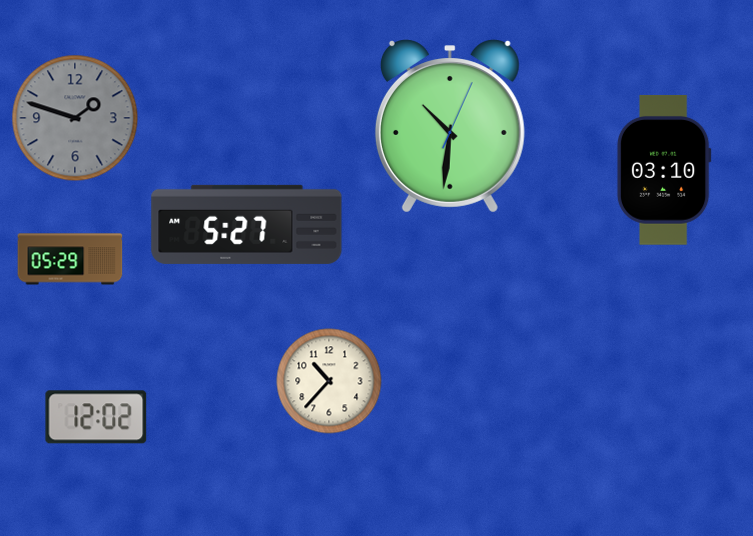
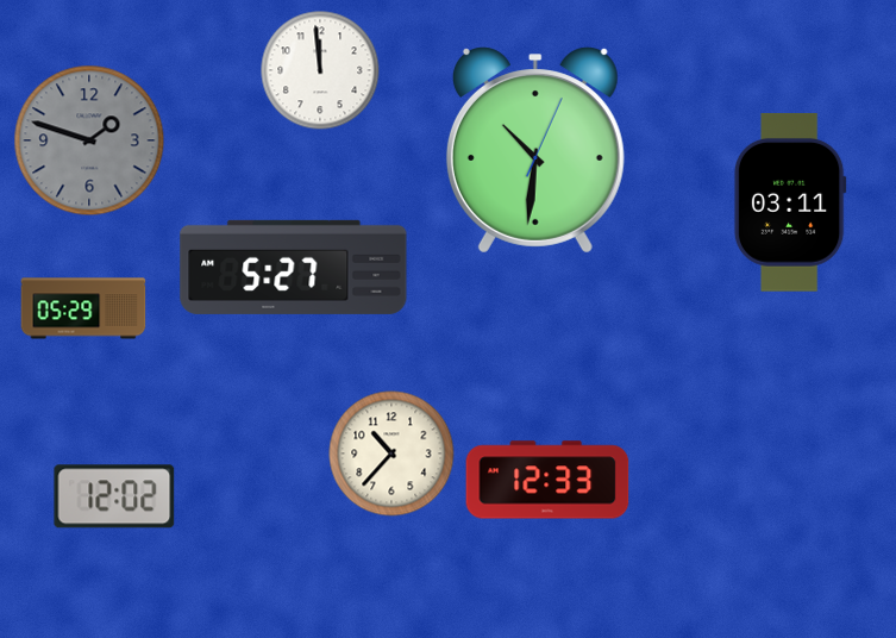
clock at (320, 70): none -> 11:59
clock at (664, 170): 03:10 -> 03:11
clock at (547, 480): none -> 12:33
